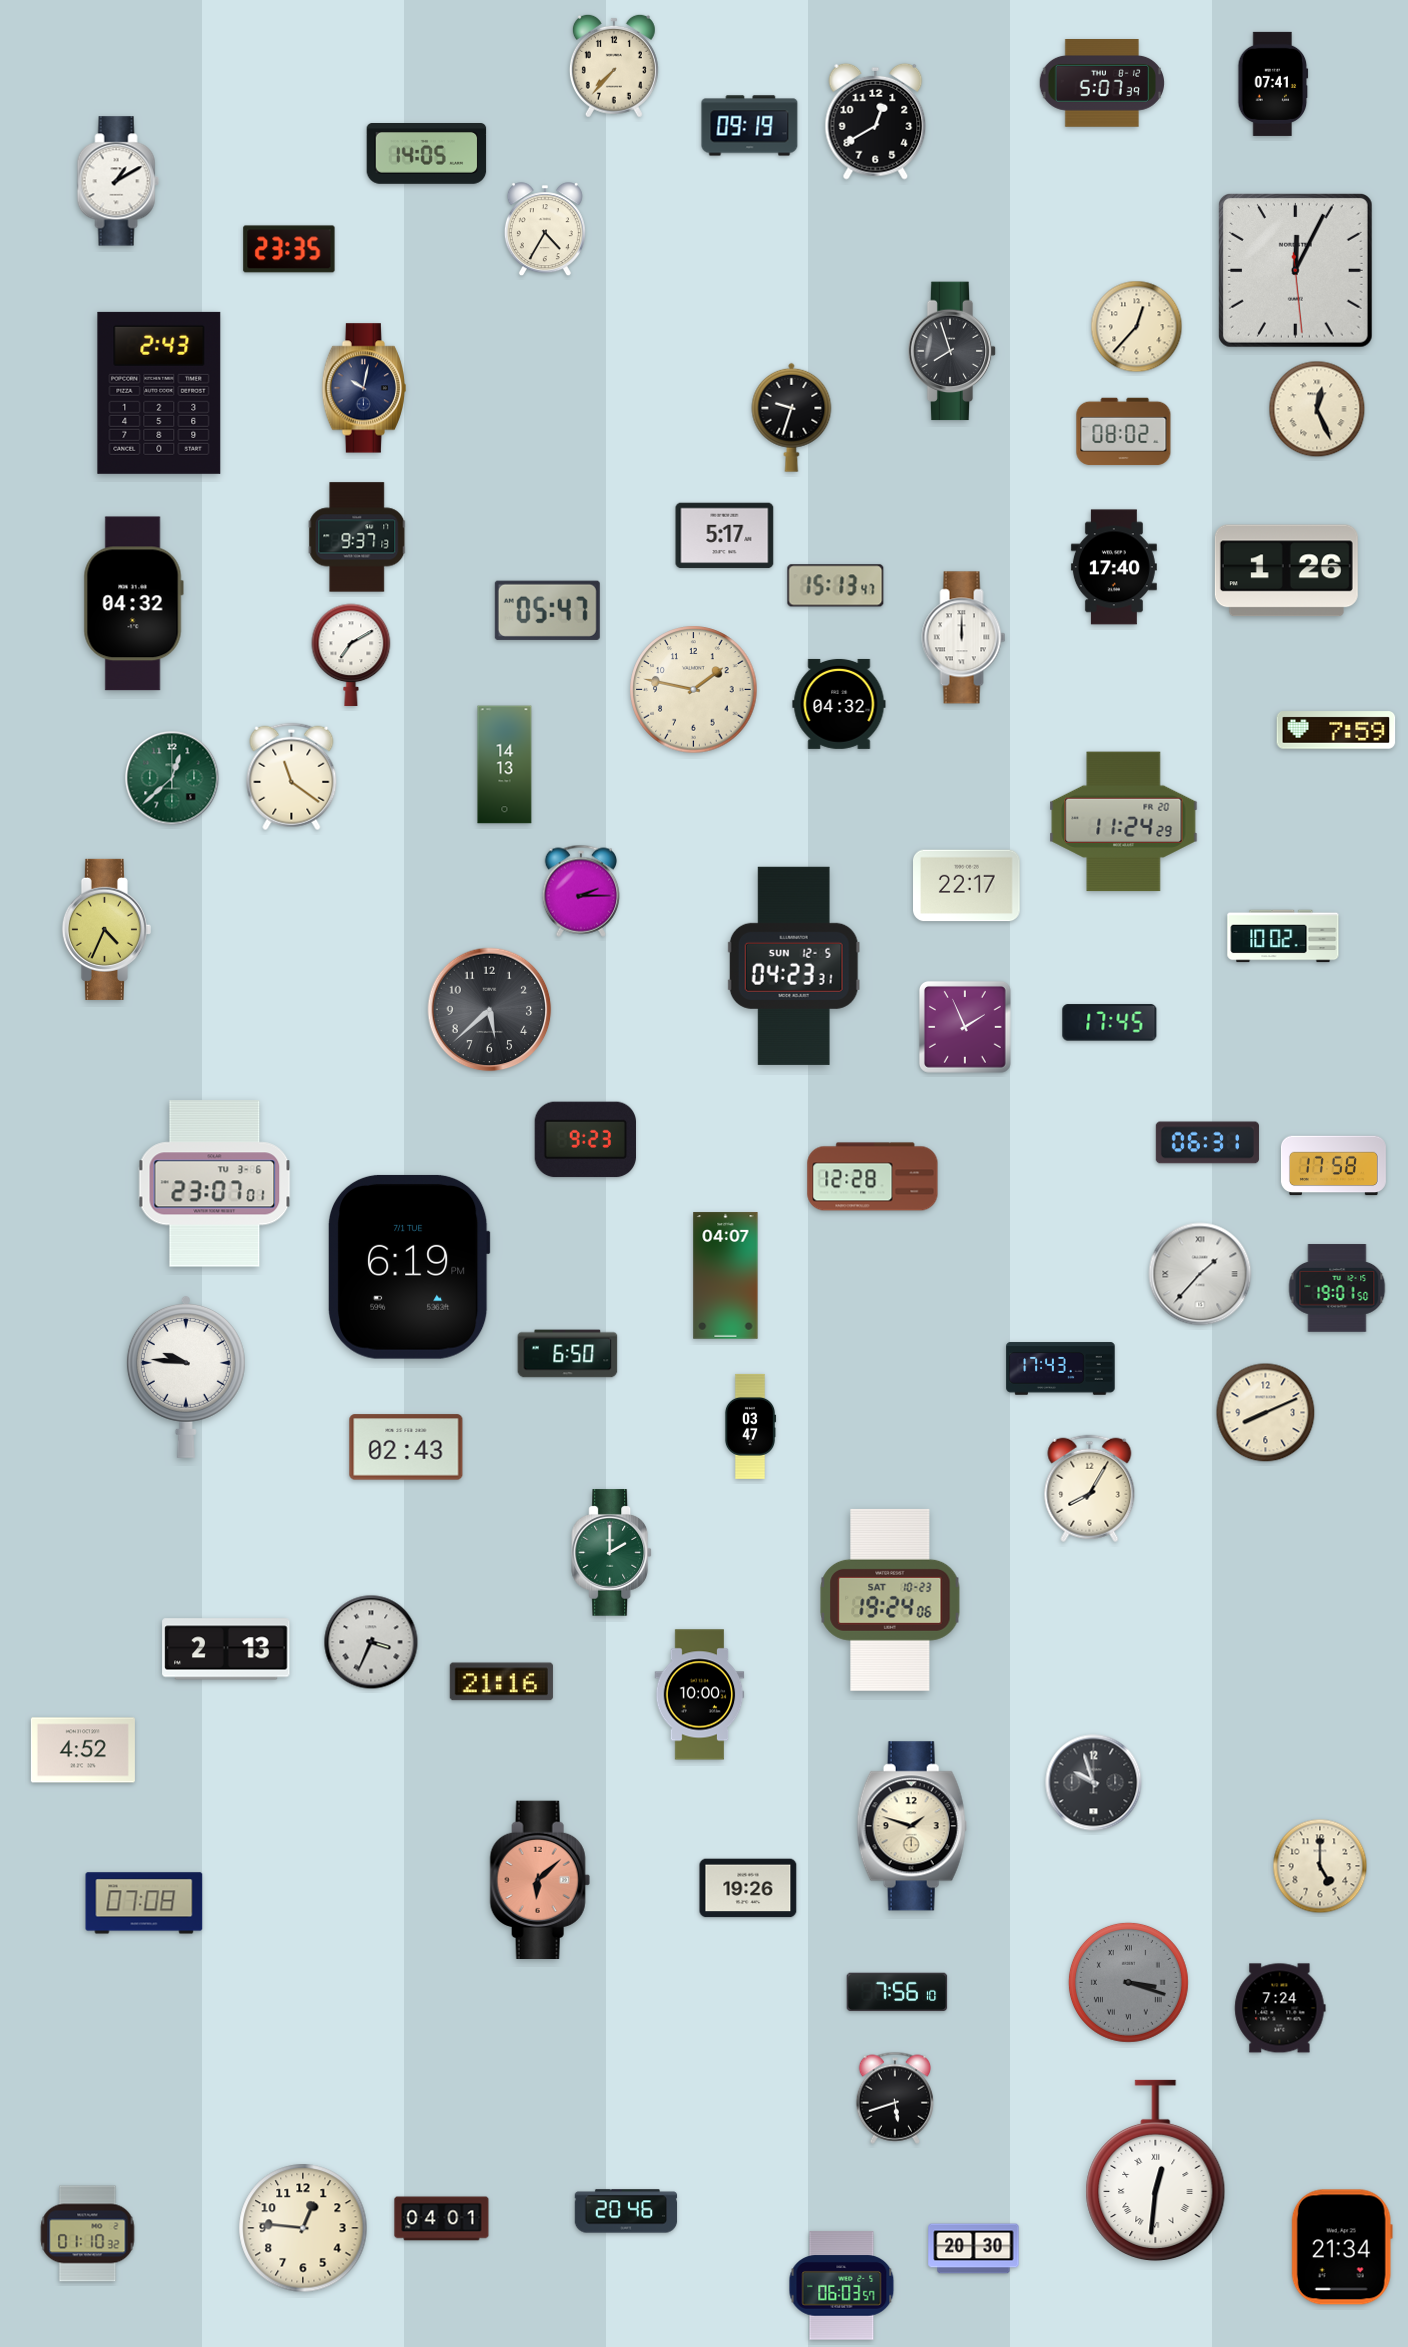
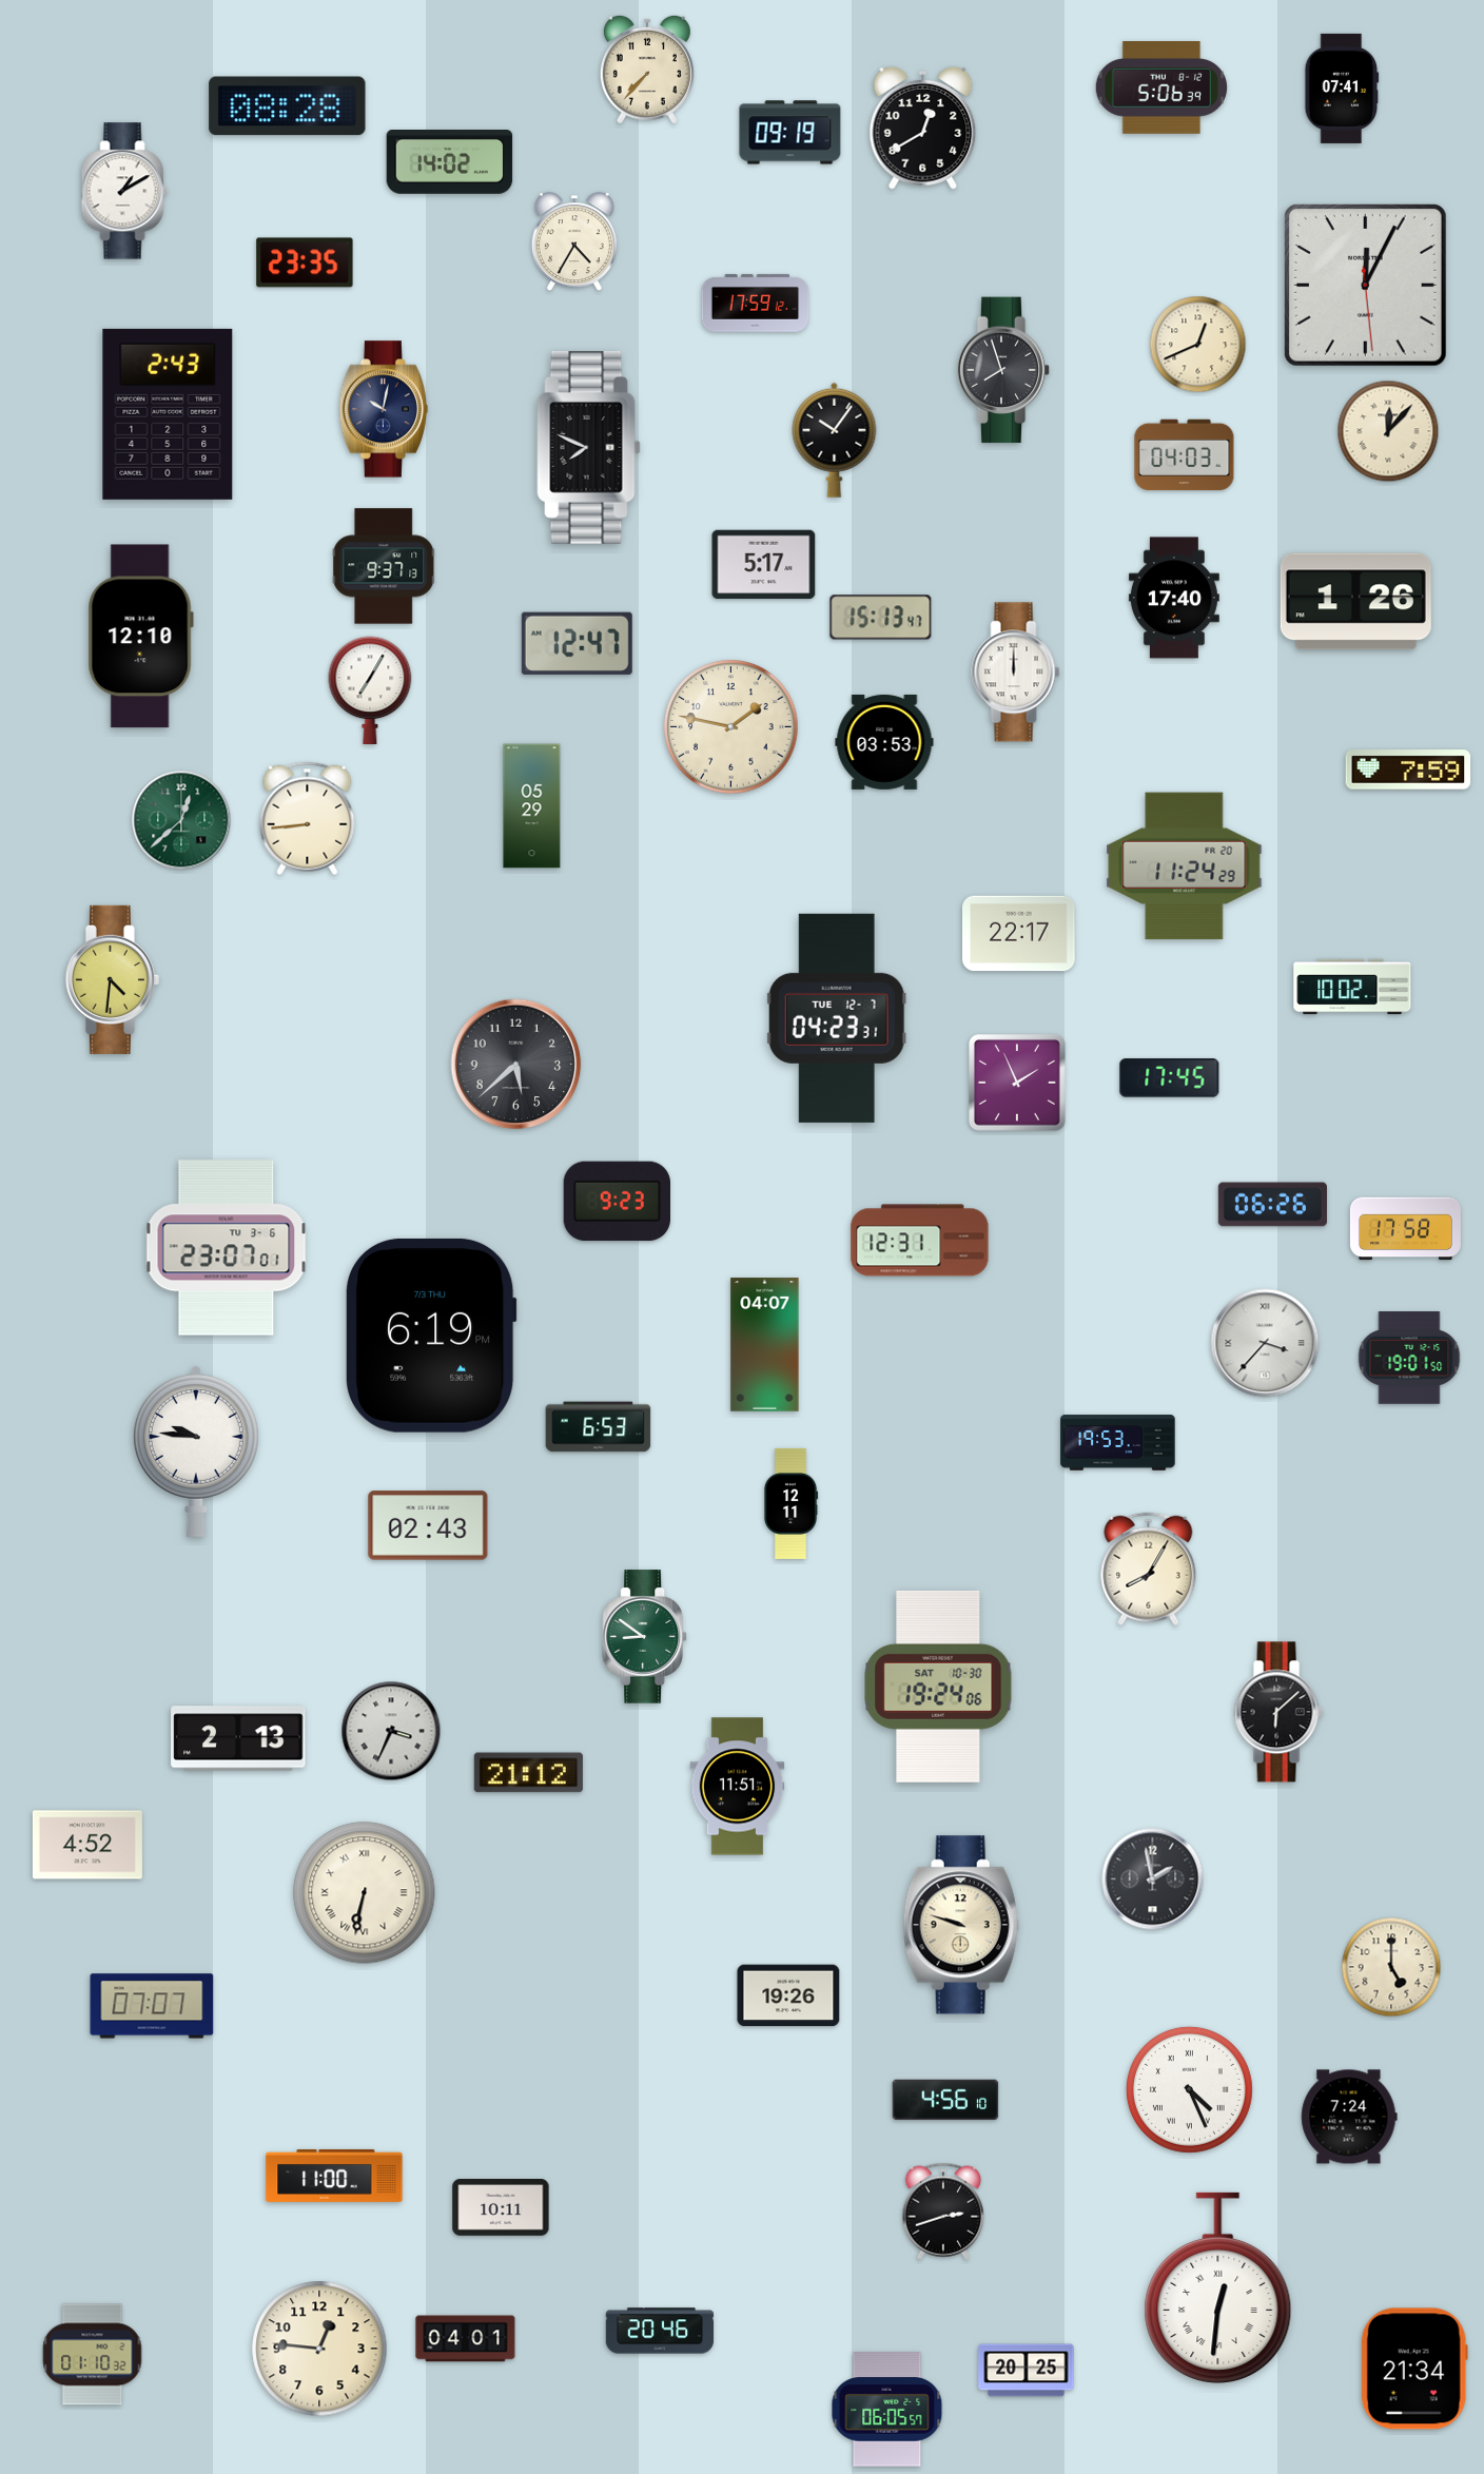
clock at (1101, 84): 5:07 -> 5:06
clock at (288, 106): none -> 08:28
clock at (427, 154): 14:05 -> 14:02
clock at (756, 304): none -> 17:59
clock at (1137, 327): 12:37 -> 12:41
clock at (1317, 409): 12:26 -> 12:07
clock at (792, 417): 9:33 -> 10:06
clock at (589, 447): none -> 7:49
clock at (1124, 432): 08:02 -> 04:03
clock at (357, 537) position: (357, 537) -> (384, 566)
clock at (133, 604): 04:32 -> 12:10
clock at (547, 610): 05:47 -> 12:47
clock at (351, 654): 7:10 -> 7:05
clock at (839, 704): 04:32 -> 03:53
clock at (505, 765): 14:13 -> 05:29
clock at (292, 777): 11:21 -> 8:44
clock at (580, 891): 2:15 -> none
clock at (106, 929): 4:34 -> 4:31
clock at (794, 966) date: SUN 12-5 -> TUE 12-7
clock at (1207, 1143): 06:31 -> 06:26
clock at (873, 1177): 12:28 -> 12:31
clock at (409, 1267) date: 7/1 TUE -> 7/3 THU
clock at (1200, 1274): 1:37 -> 3:37
clock at (568, 1354): 6:50 -> 6:53
clock at (1061, 1369): 17:43 -> 19:53
clock at (1266, 1413): 8:11 -> none
clock at (750, 1426): 03:47 -> 12:11
clock at (612, 1553): 2:00 -> 8:51
clock at (890, 1600) date: SAT 10-23 -> SAT 10-30
clock at (1278, 1712): none -> 6:08
clock at (501, 1682): 21:16 -> 21:12
clock at (700, 1695): 10:00 -> 11:51
clock at (1094, 1783): 9:57 -> 1:58
clock at (365, 1893): none -> 6:32
clock at (912, 1826): 1:48 -> 9:48
clock at (540, 1879): 6:08 -> none
clock at (748, 1888) position: (748, 1888) -> (788, 1995)
clock at (144, 1903): 07:08 -> 07:07
clock at (1128, 1982): 3:18 -> 4:26
clock at (1128, 1982) dial: grey -> white
clock at (897, 1992): 7:56 -> 4:56
clock at (334, 2176): none -> 11:00
clock at (501, 2208): none -> 10:11
clock at (894, 2098): 5:42 -> 2:42
clock at (974, 2249): 20:30 -> 20:25
clock at (842, 2286): 06:03 -> 06:05
